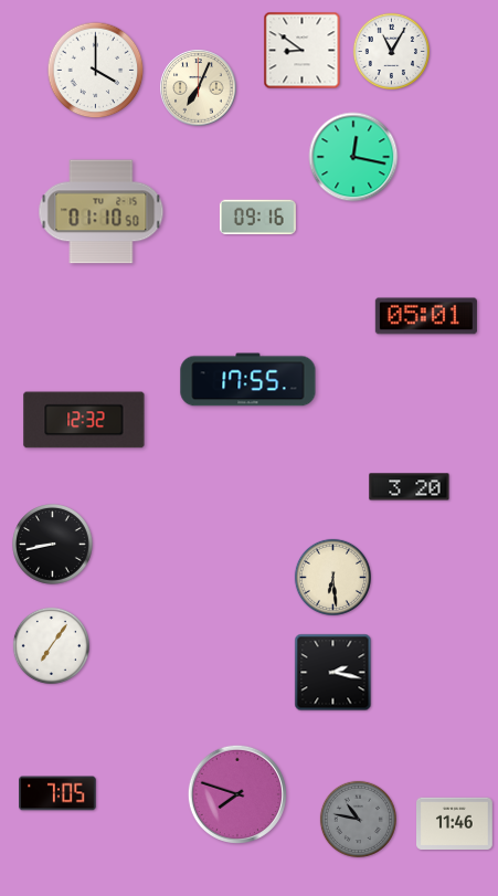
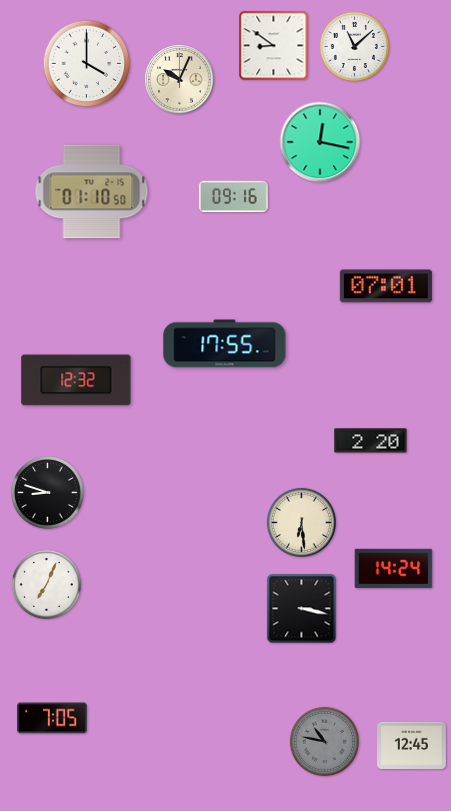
clock at (391, 51): 11:05 -> 11:08
clock at (199, 88): 7:04 -> 10:04
clock at (426, 316): 05:01 -> 07:01
clock at (410, 487): 3:20 -> 2:20
clock at (53, 545): 8:43 -> 8:48
clock at (394, 569): none -> 14:24
clock at (51, 645): 7:06 -> 7:04
clock at (333, 673): 2:17 -> 3:17
clock at (237, 794): 7:48 -> none
clock at (455, 824): 11:46 -> 12:45
